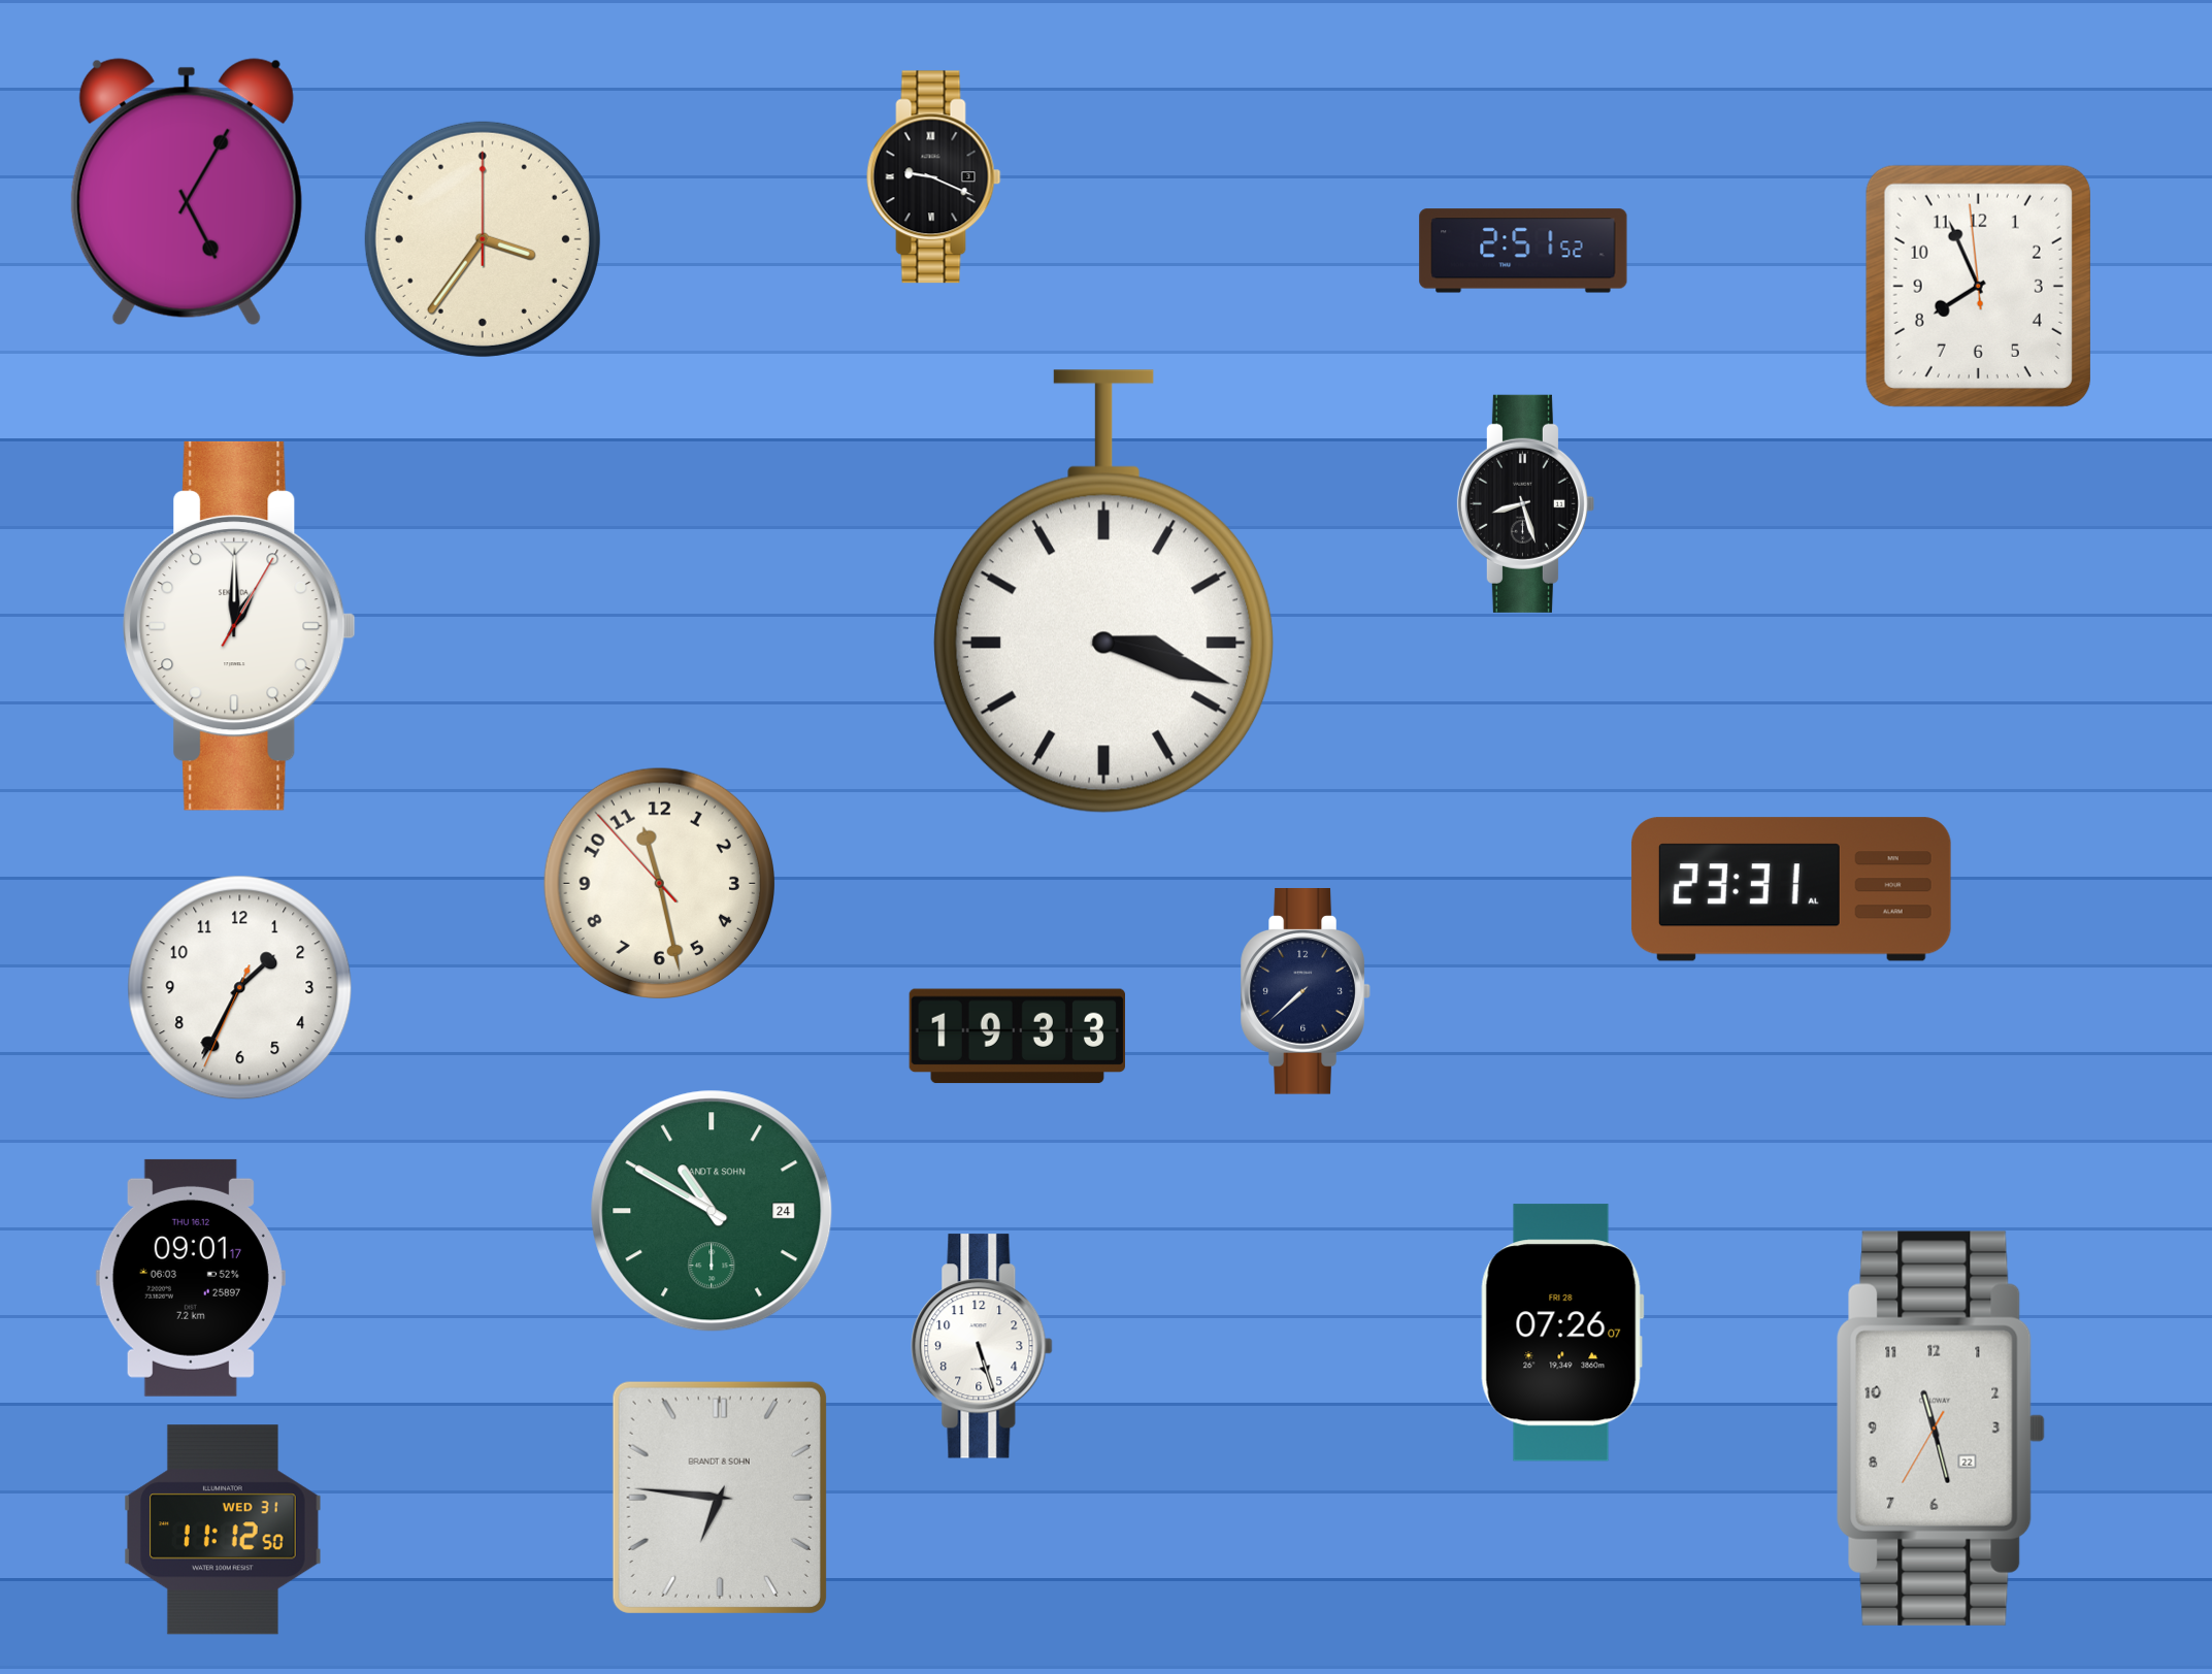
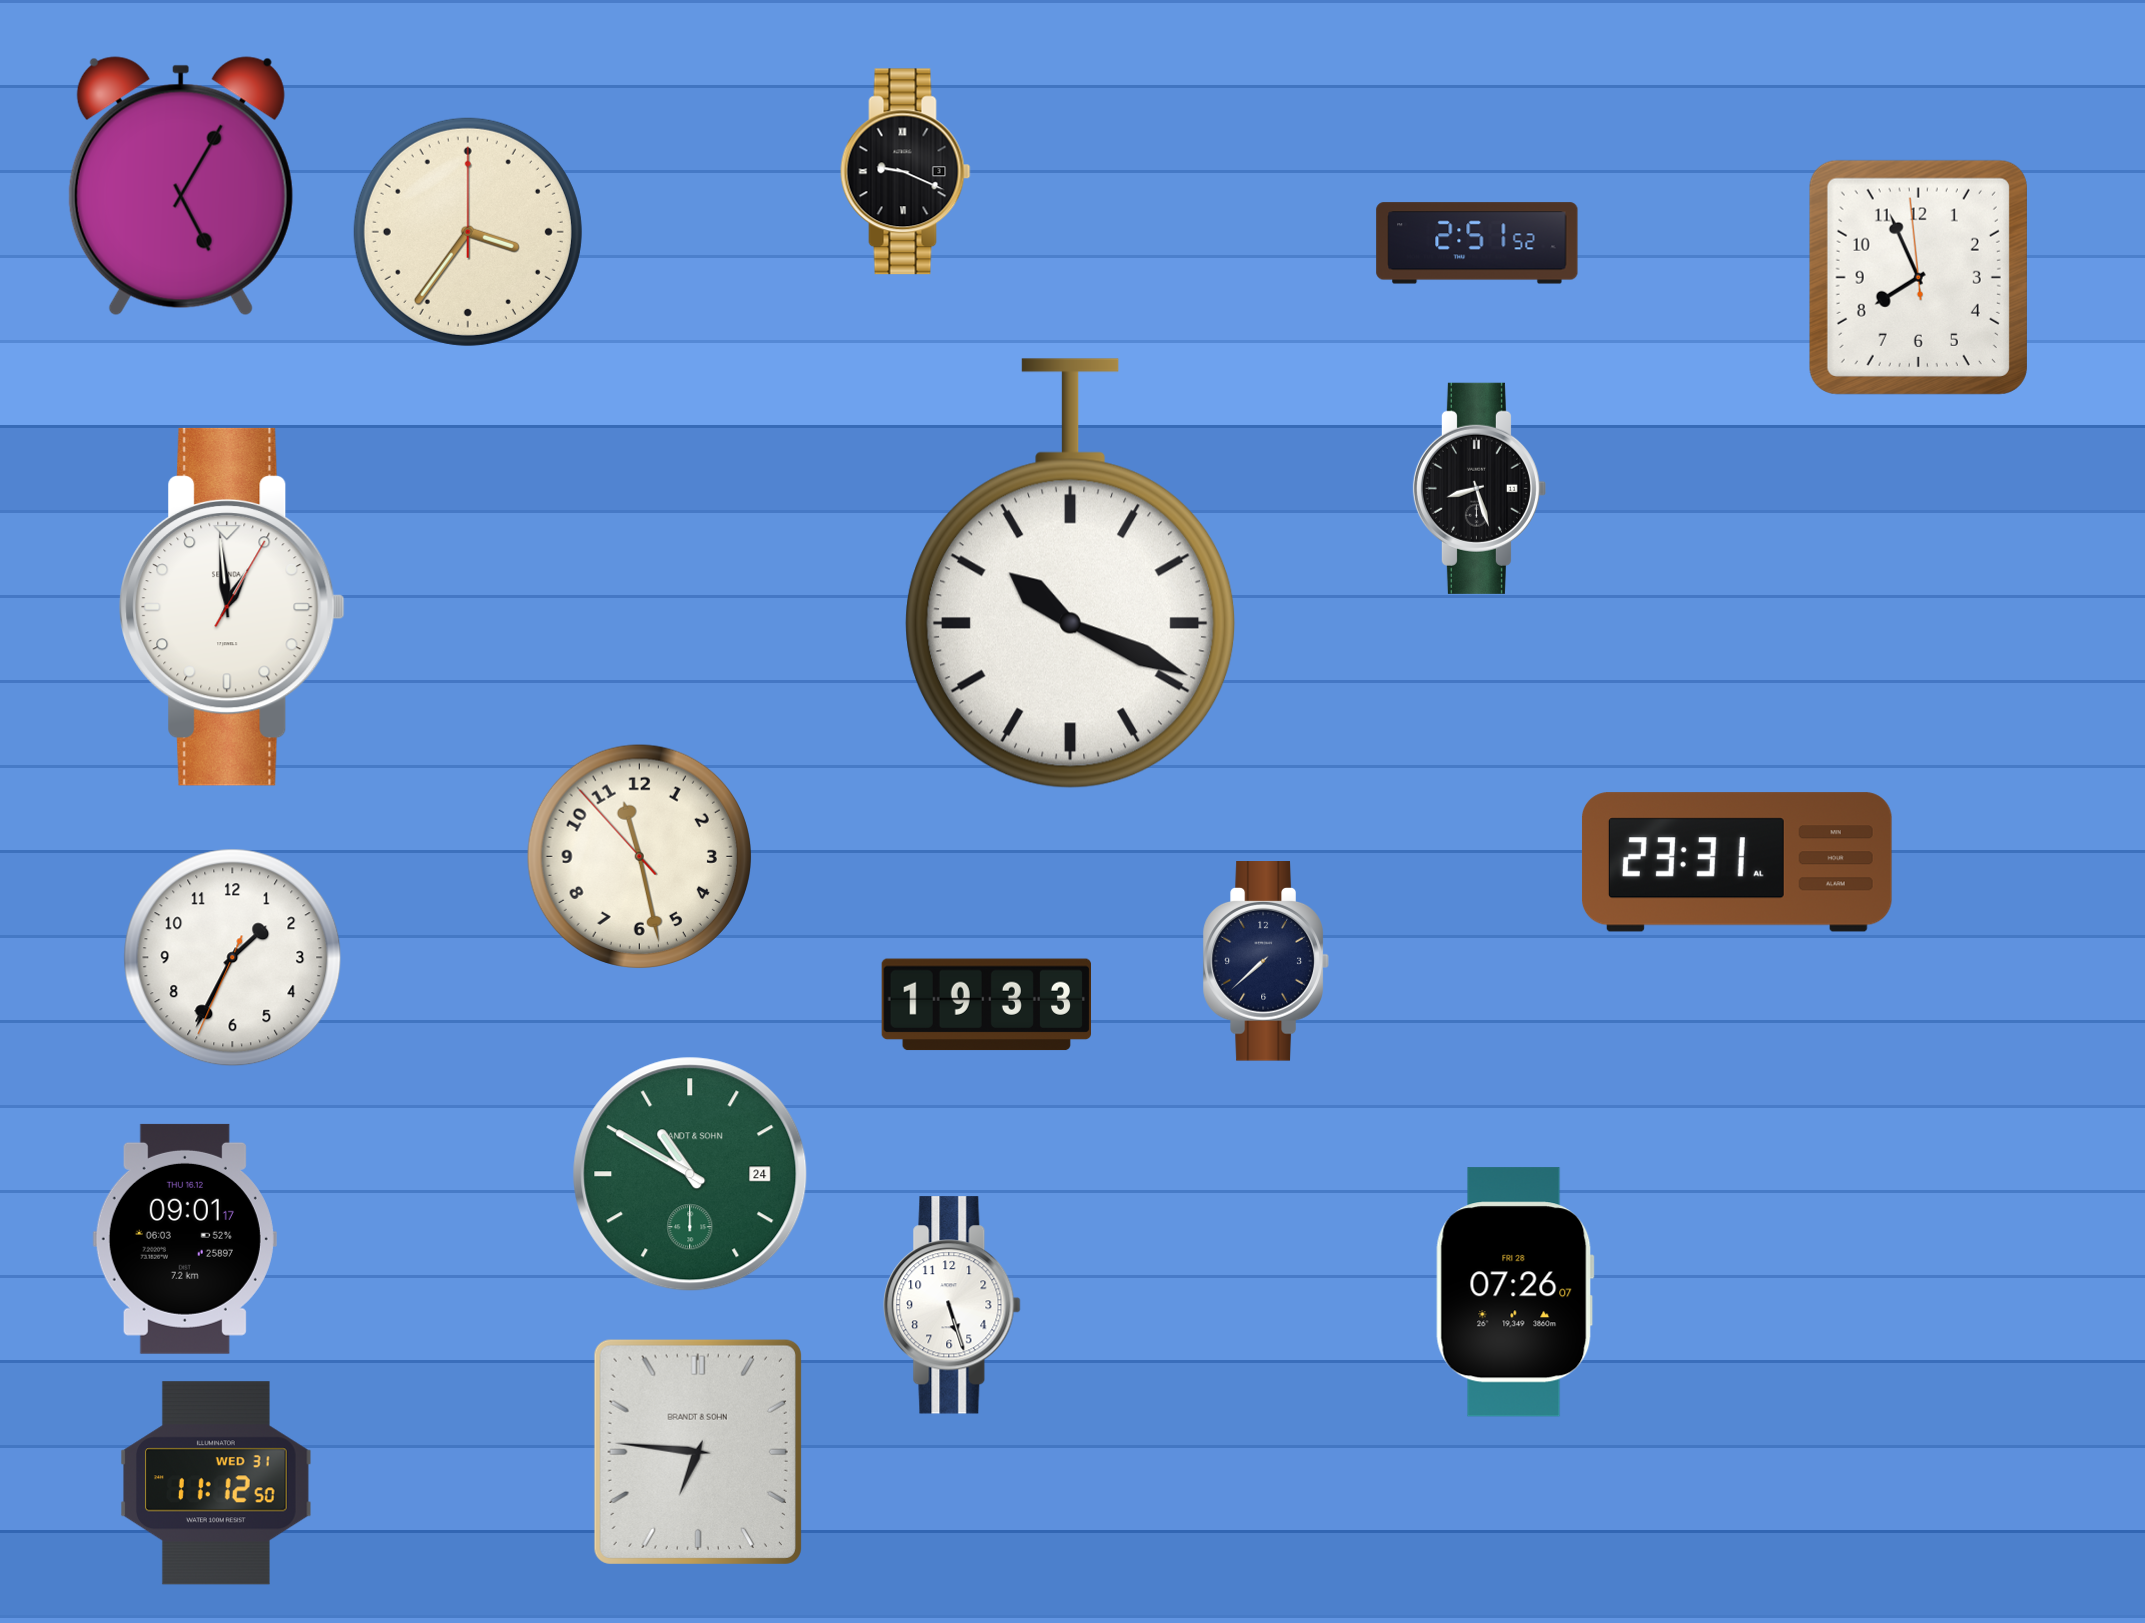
clock at (1104, 592): 3:18 -> 10:19
clock at (239, 626): 1:00 -> 12:59
clock at (1941, 1429): 11:27 -> none
